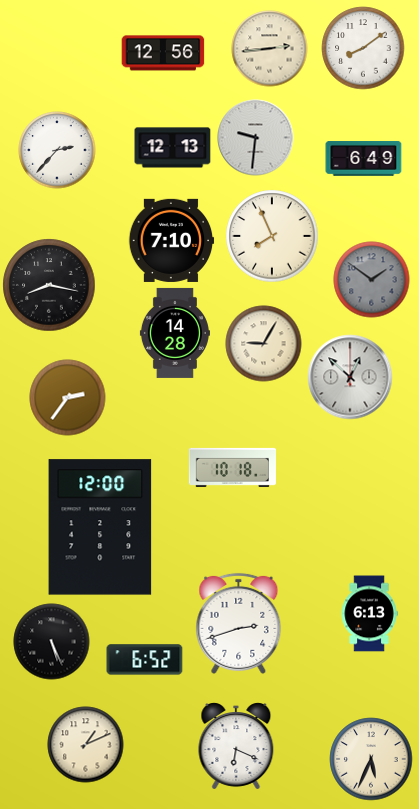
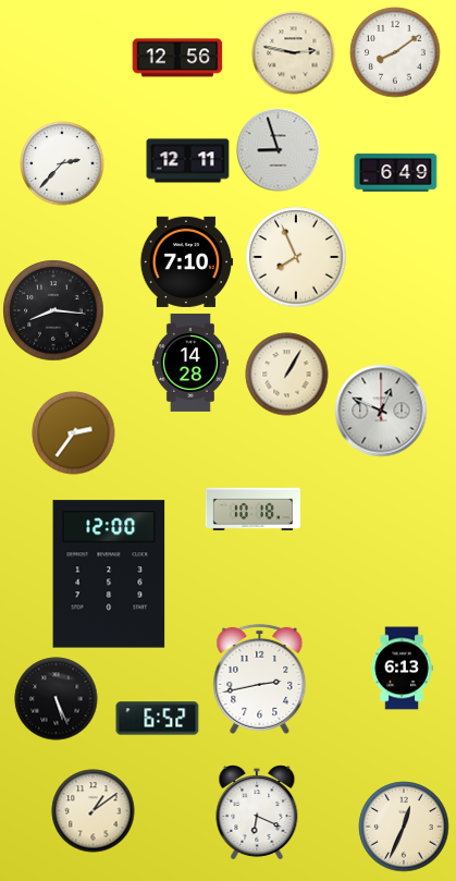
clock at (270, 49): 2:44 -> 2:47
clock at (256, 138): 9:31 -> 8:57
clock at (173, 148): 12:13 -> 12:11
clock at (372, 280): 1:51 -> none
clock at (49, 285): 8:17 -> 8:16
clock at (264, 344): 9:05 -> 1:05
clock at (350, 377): 12:52 -> 12:49
clock at (239, 623): 2:42 -> 2:43
clock at (86, 745): 1:11 -> 1:09
clock at (371, 759): 5:34 -> 12:34
